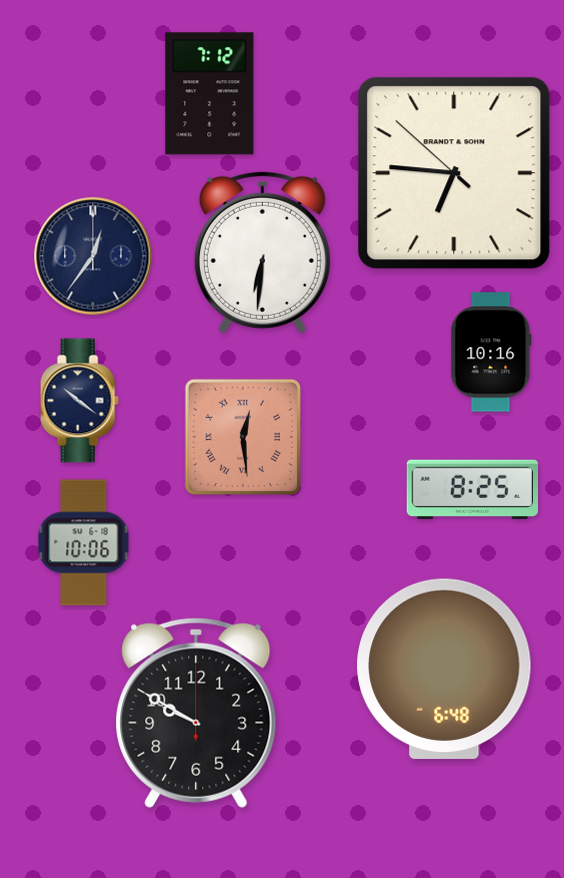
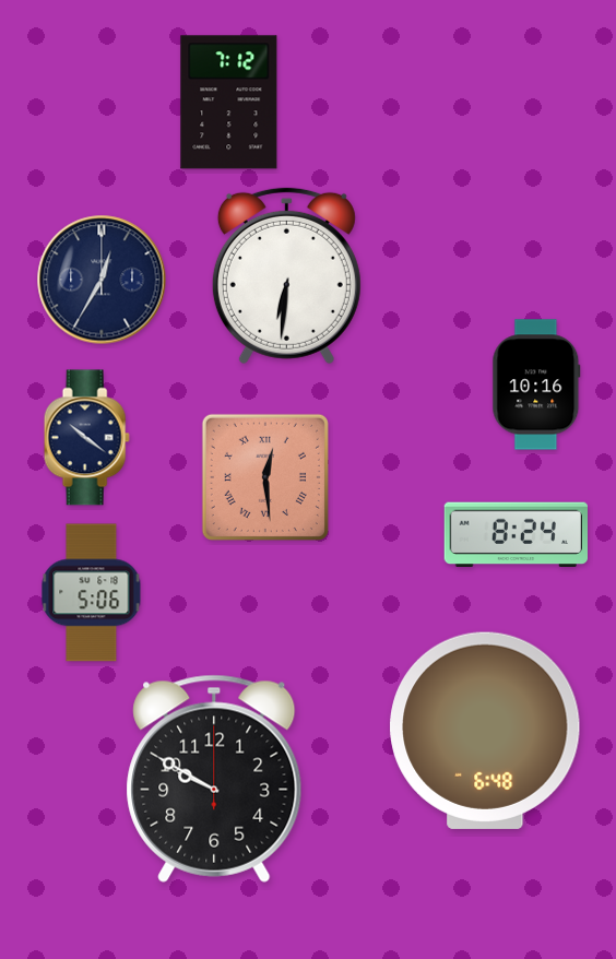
clock at (454, 173): 6:45 -> none
clock at (93, 256): 12:36 -> 12:35
clock at (472, 489): 8:25 -> 8:24
clock at (84, 543): 10:06 -> 5:06
